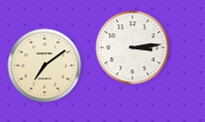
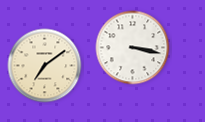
clock at (133, 48): 3:14 -> 3:17
